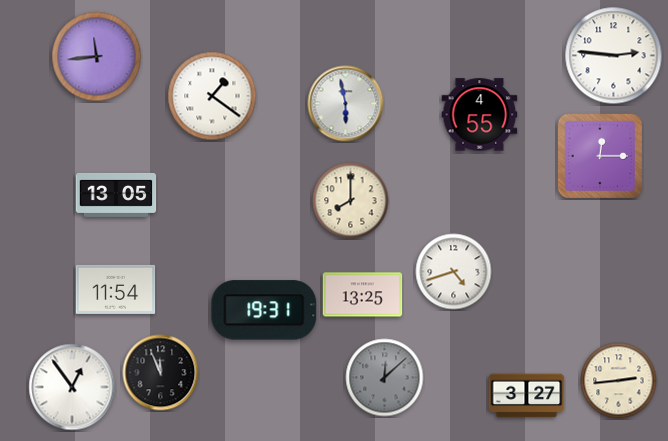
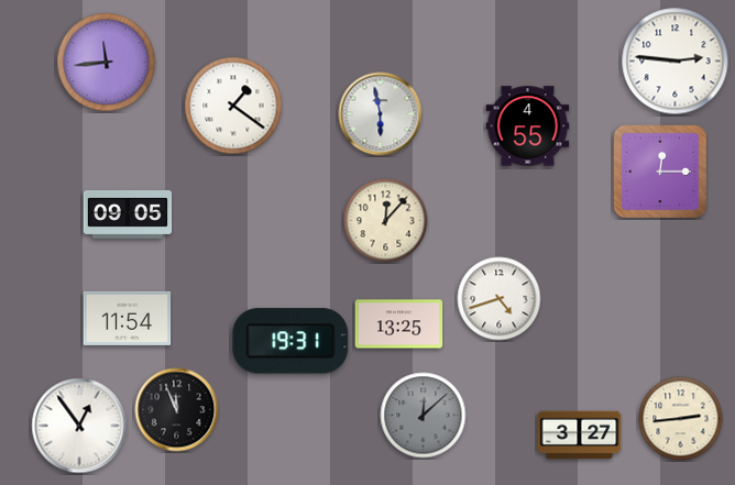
clock at (116, 195): 13:05 -> 09:05
clock at (351, 201): 8:00 -> 12:07
